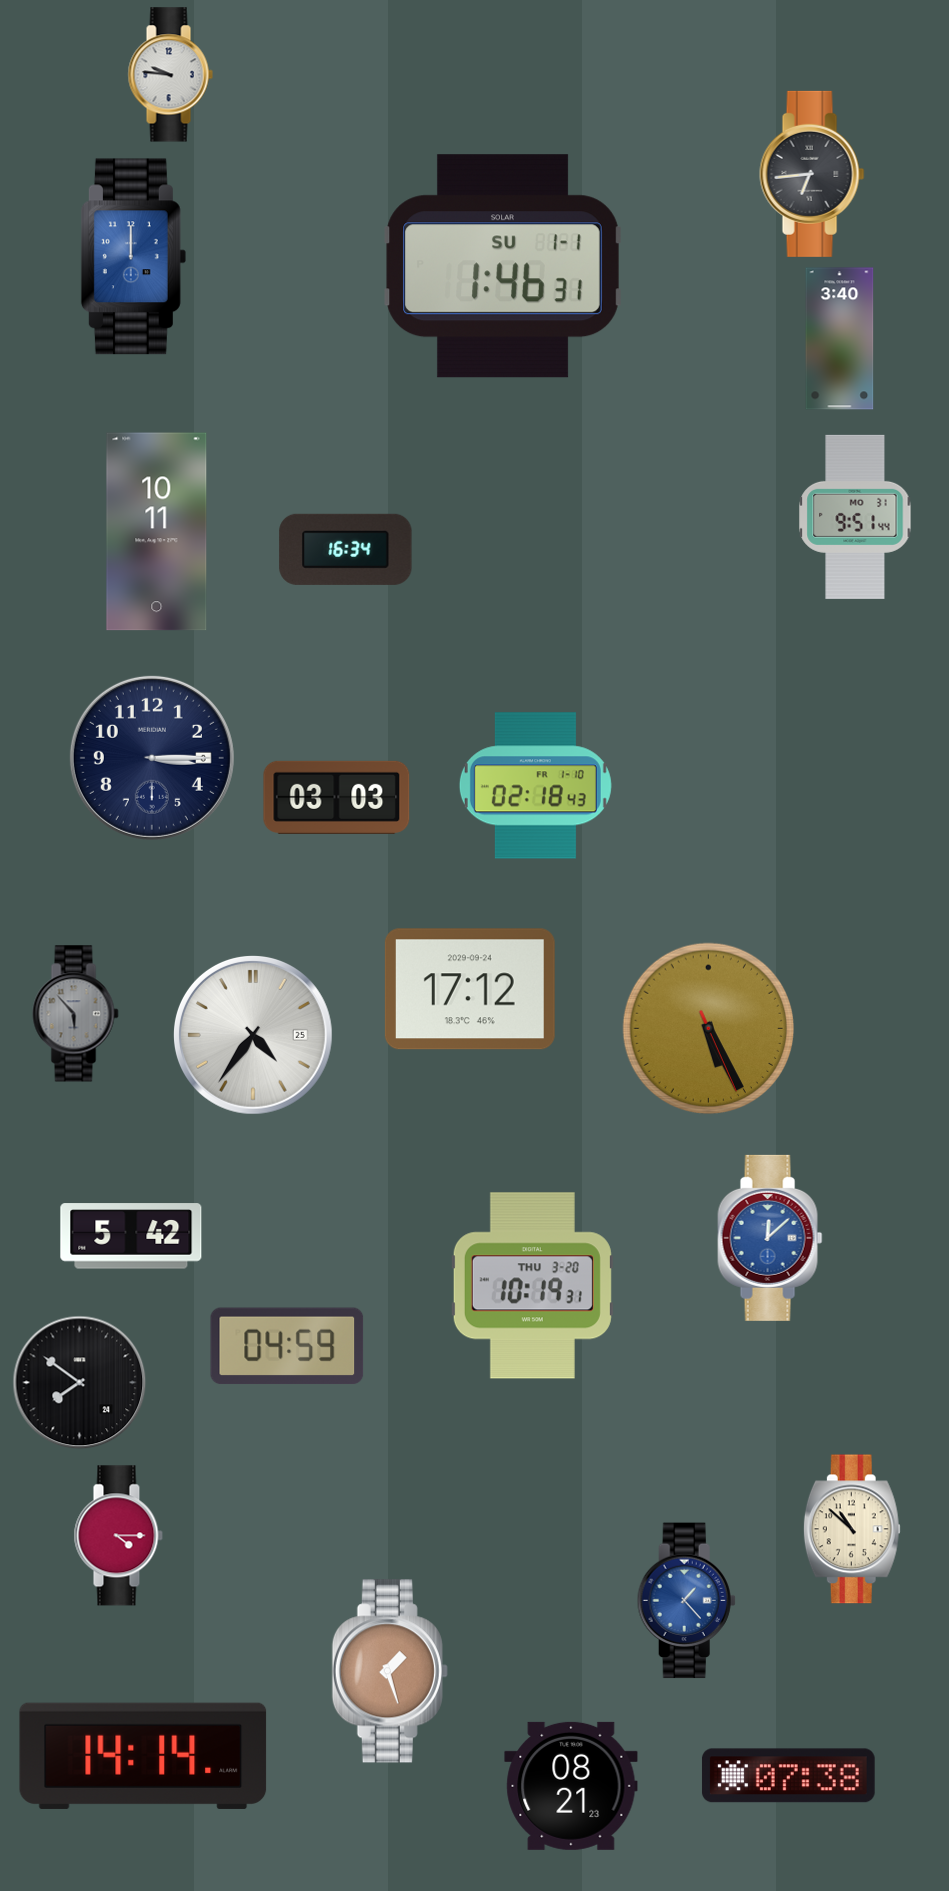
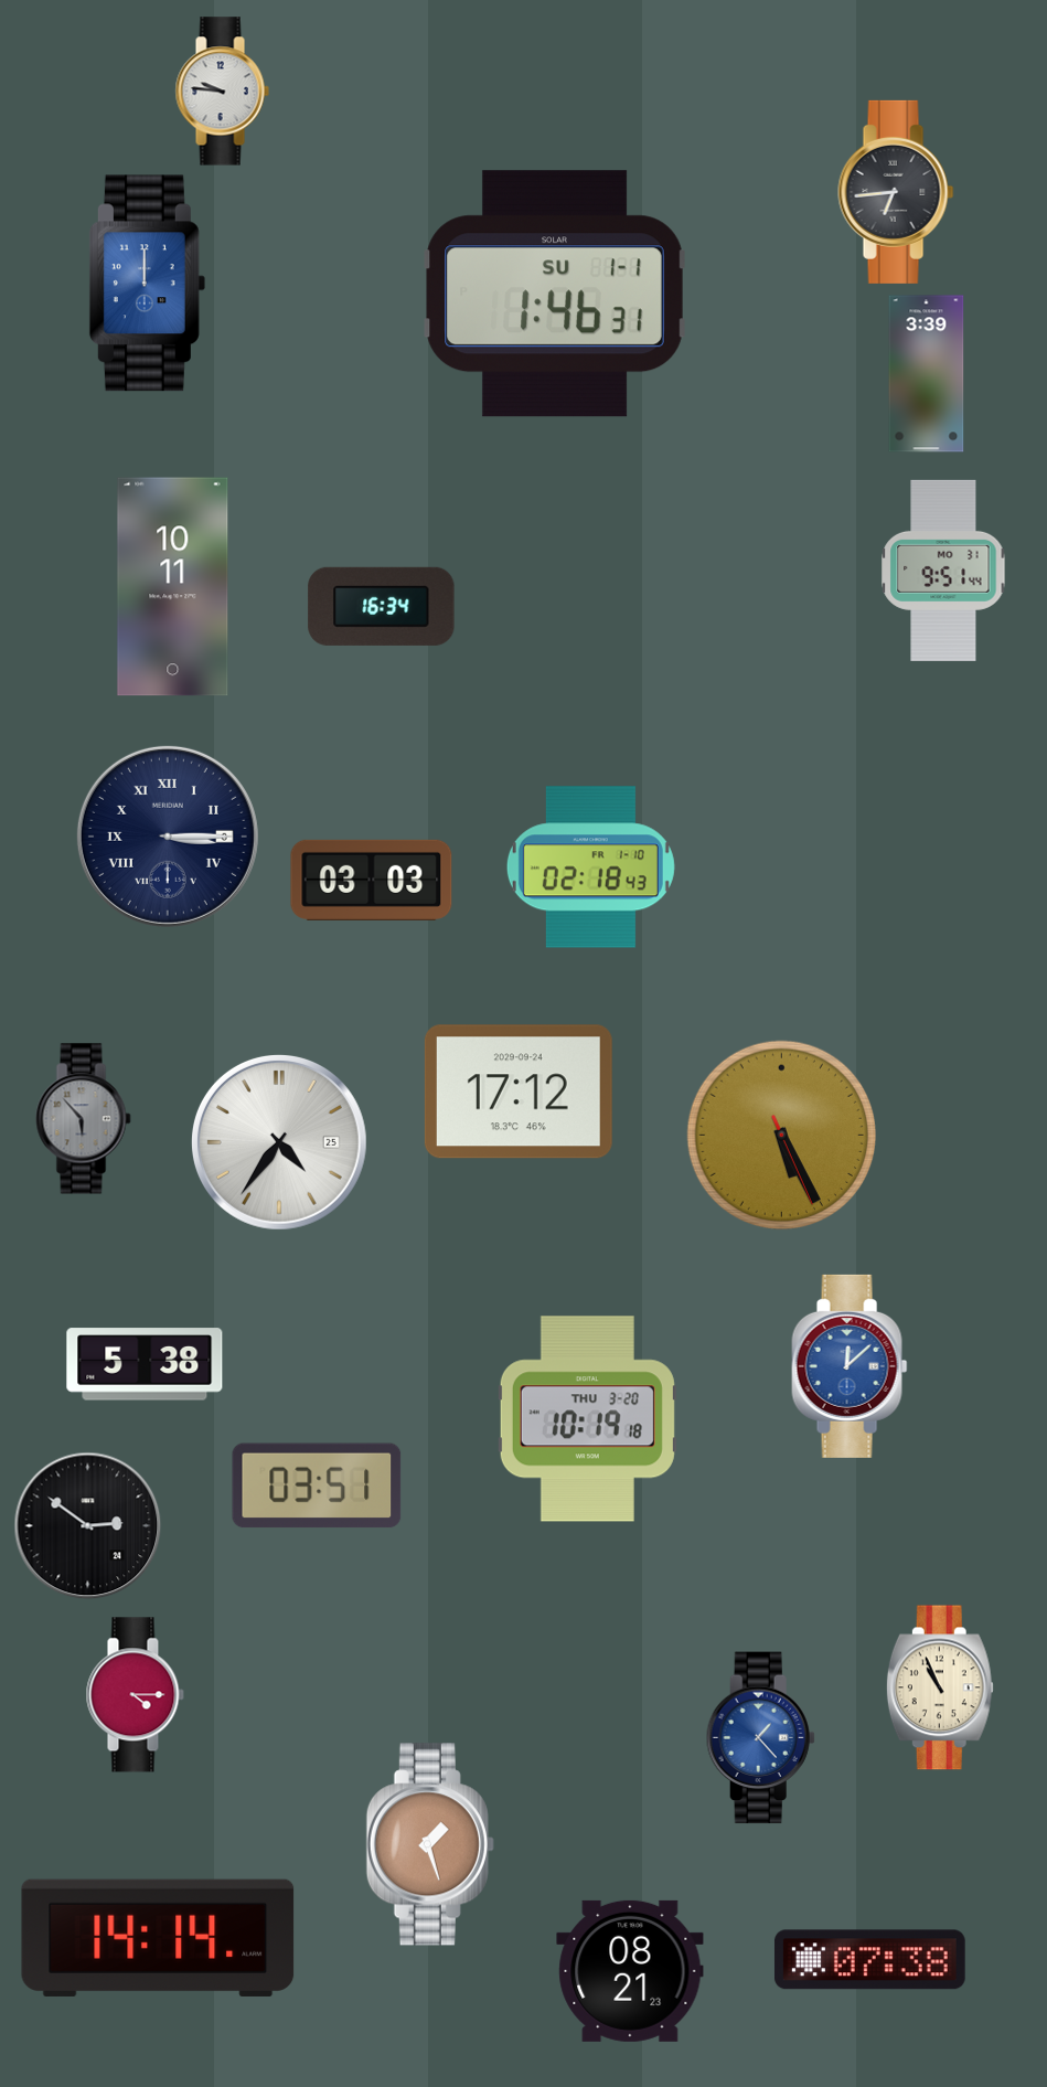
clock at (170, 75) position: (170, 75) -> (222, 92)
clock at (840, 339): 3:40 -> 3:39
clock at (152, 758) numerals: Arabic -> Roman
clock at (131, 1236): 5:42 -> 5:38
clock at (532, 1286): 10:19:31 -> 10:19:18
clock at (287, 1346): 04:59 -> 03:51
clock at (80, 1383): 7:51 -> 2:51
clock at (852, 1529): 10:52 -> 10:56
clock at (118, 1536) position: (118, 1536) -> (135, 1695)
clock at (686, 1601) position: (686, 1601) -> (760, 1738)
